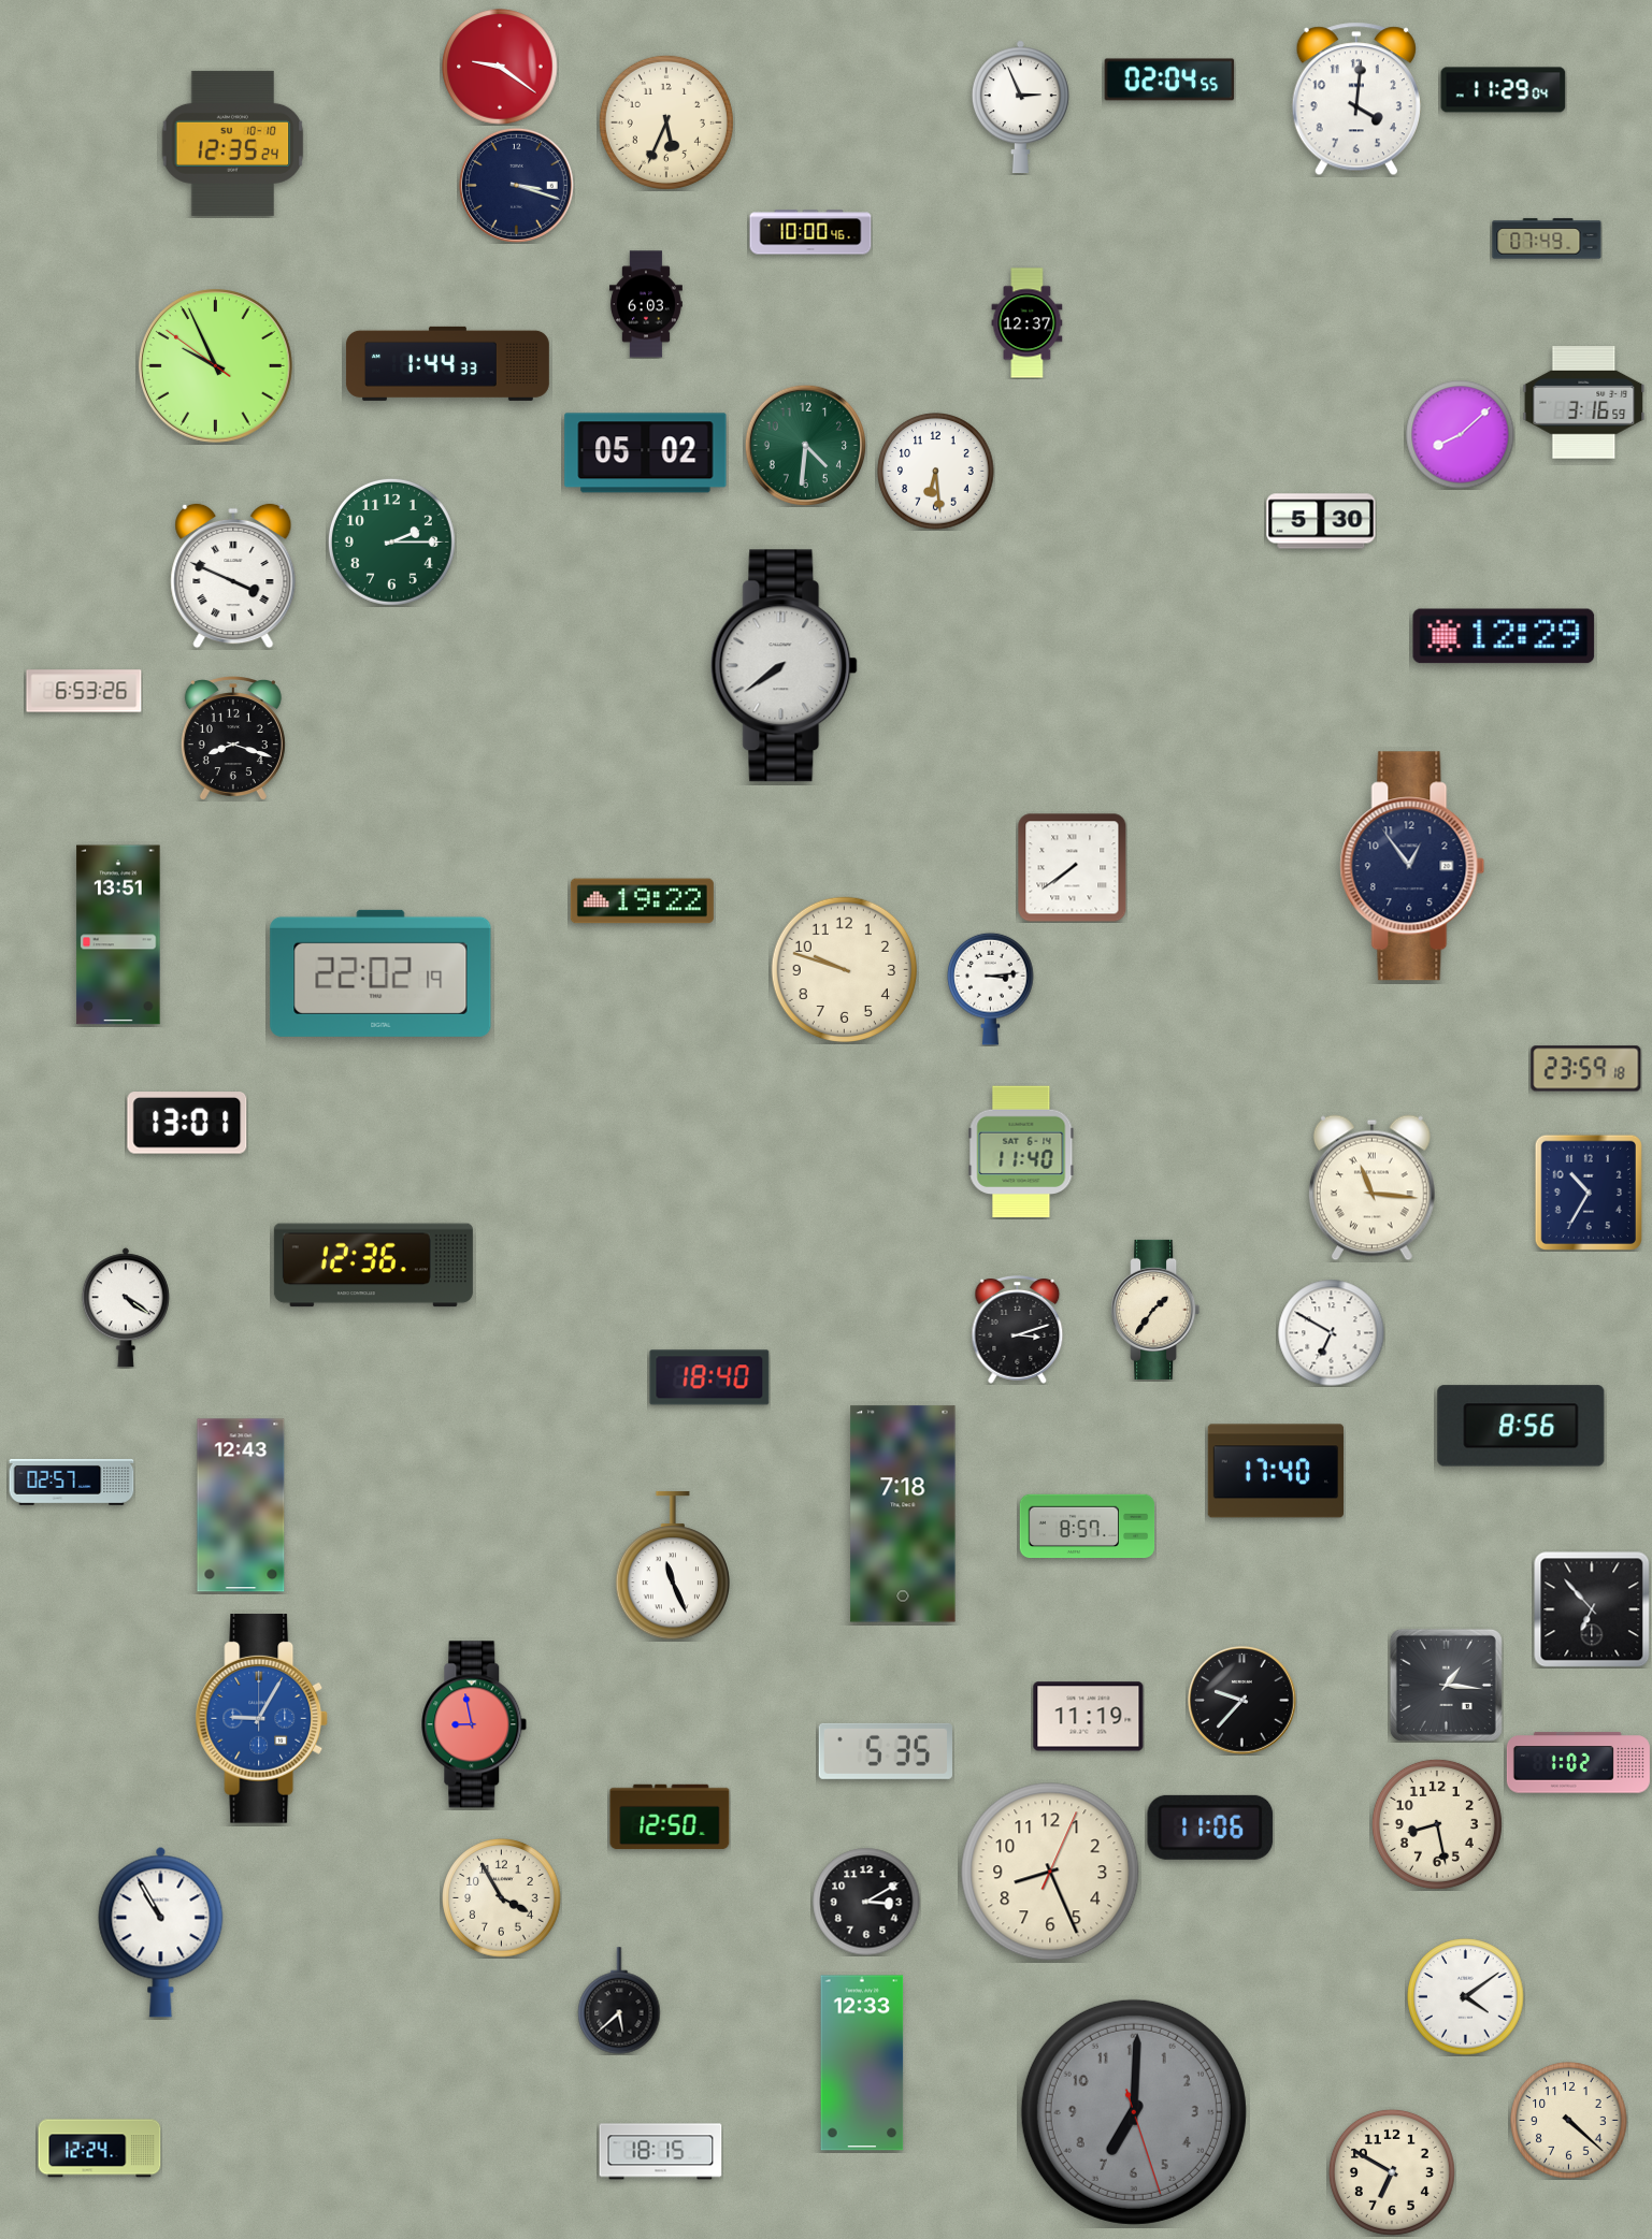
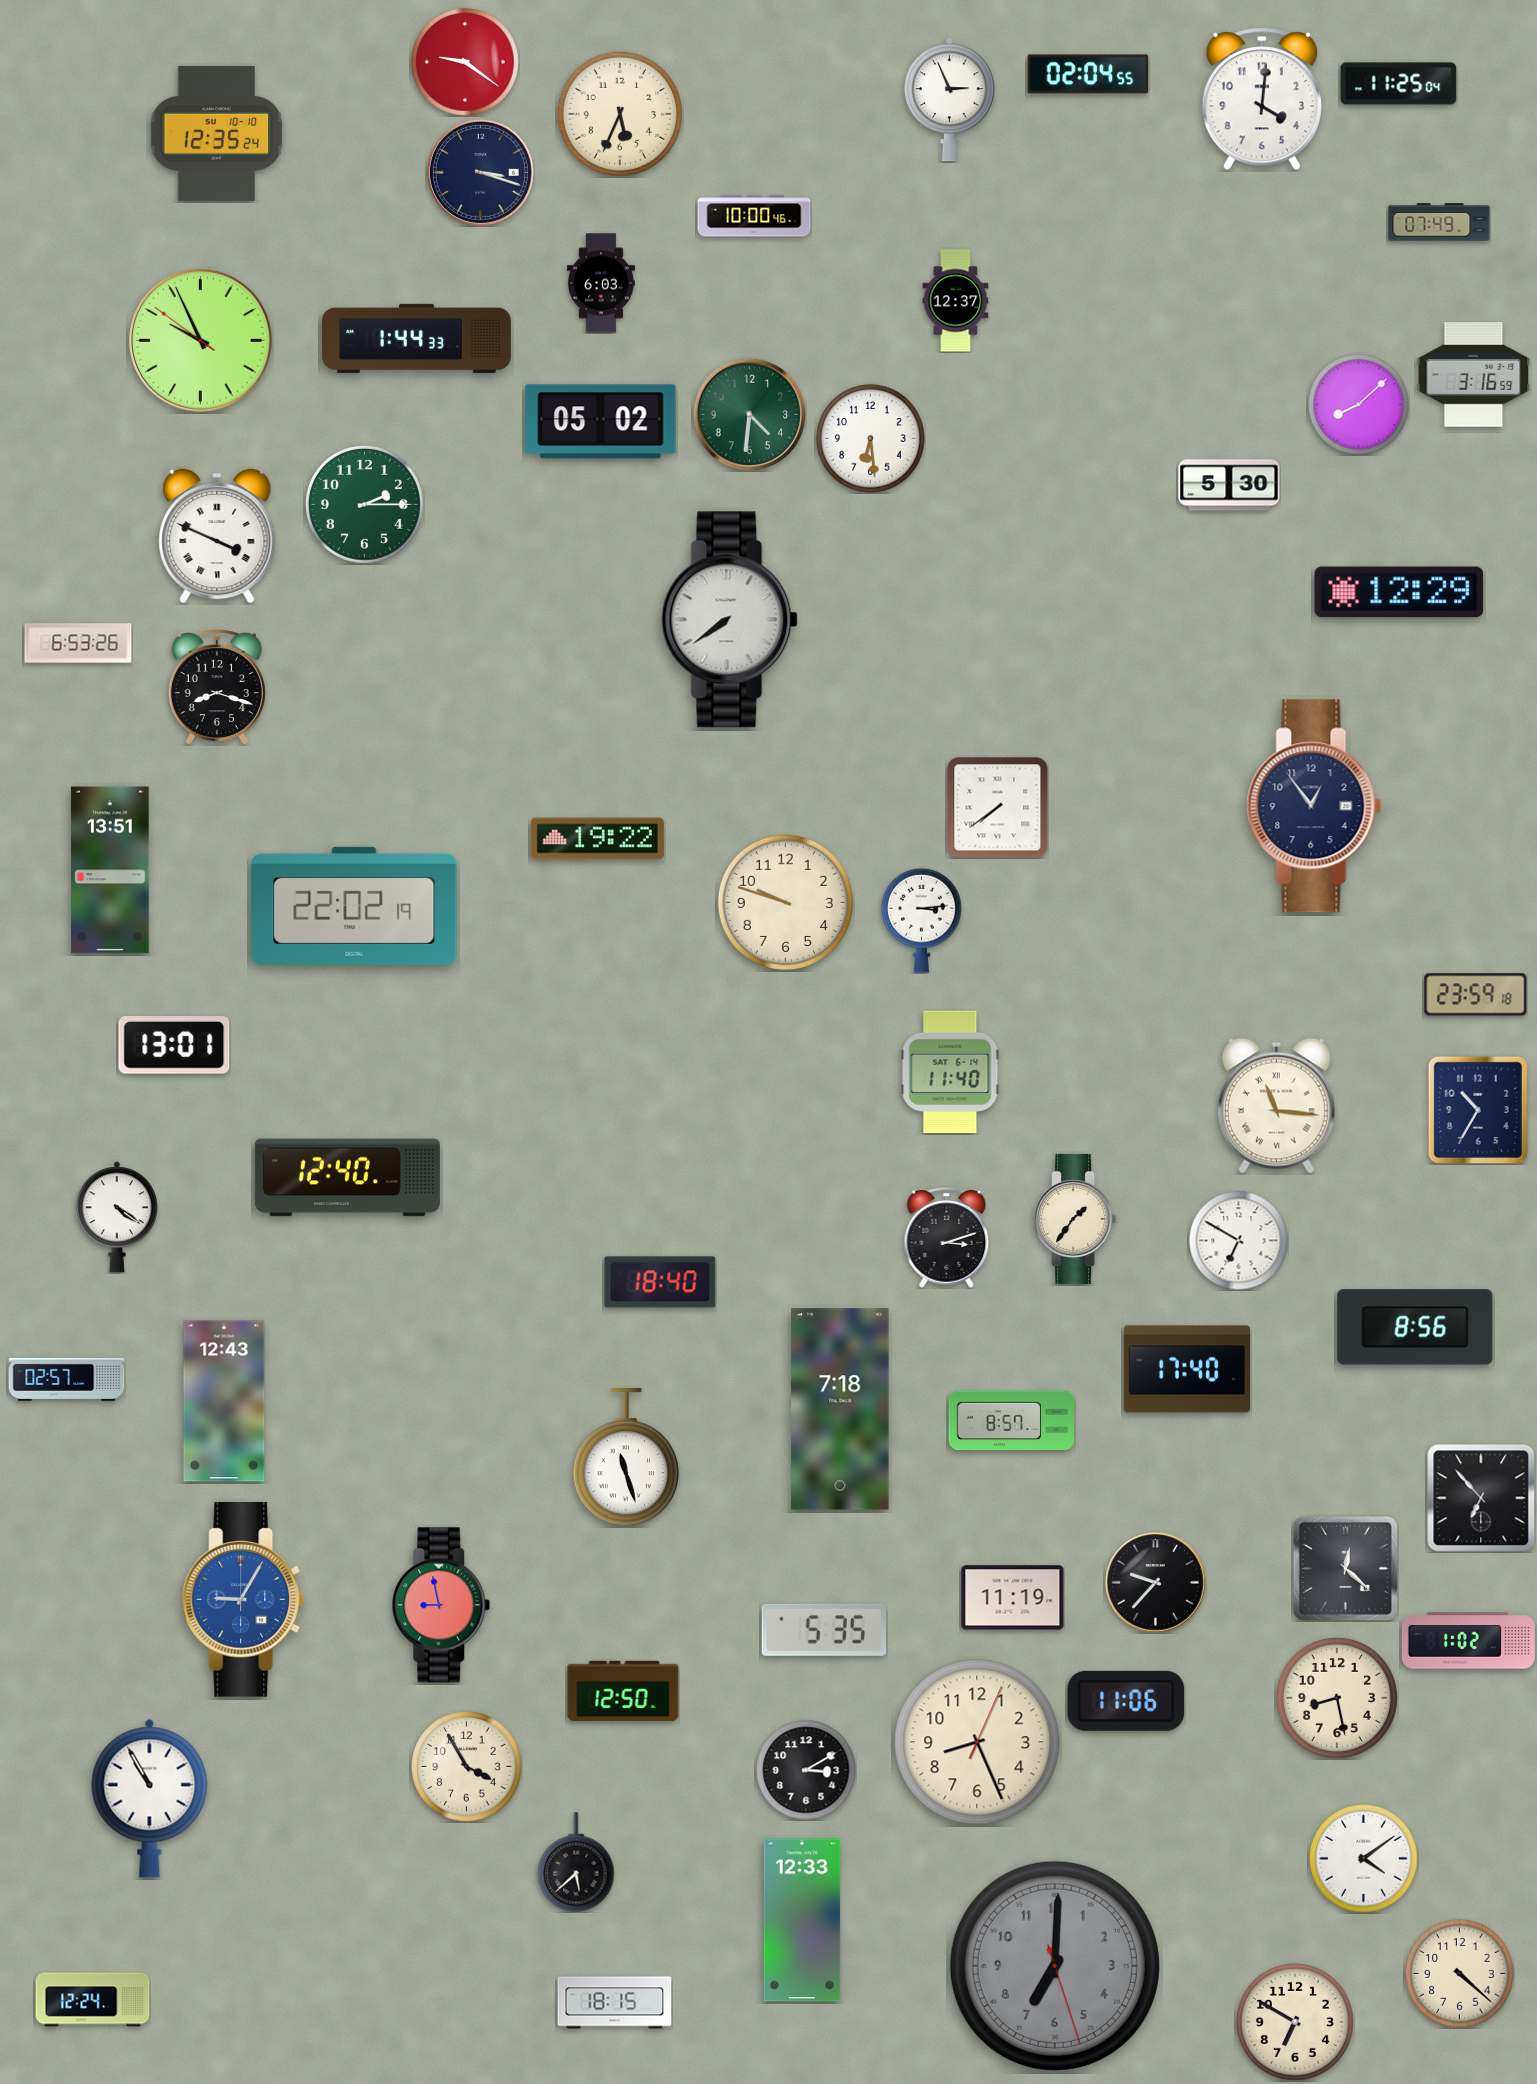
clock at (1504, 90): 11:29 -> 11:25
clock at (1356, 99) position: (1356, 99) -> (1262, 99)
clock at (373, 1266): 12:36 -> 12:40
clock at (672, 1565): 11:26 -> 11:27
clock at (1446, 1685): 1:16 -> 12:22
